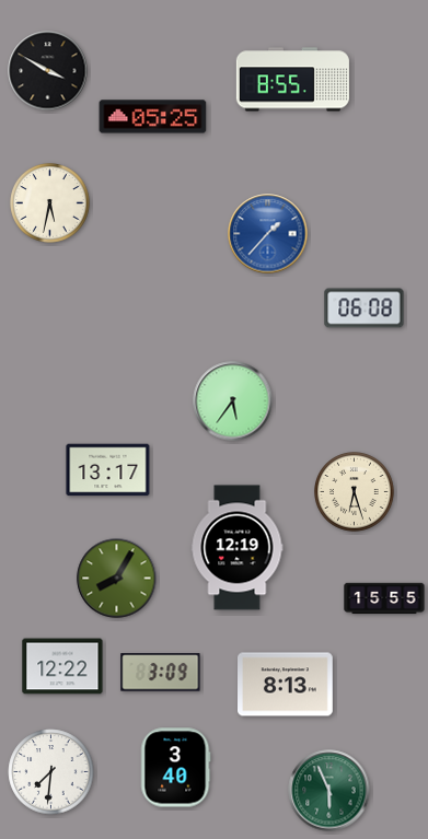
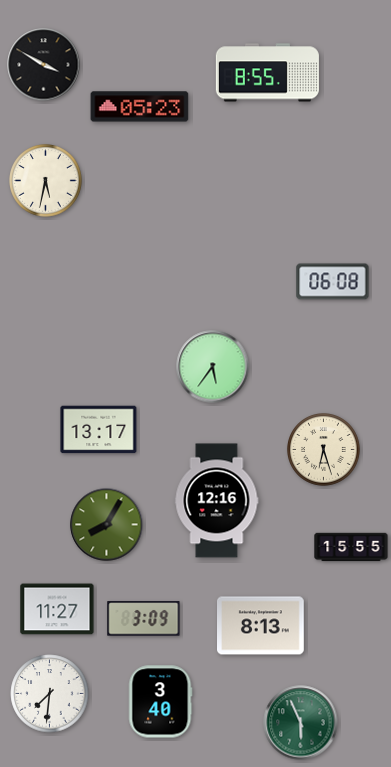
clock at (153, 117): 05:25 -> 05:23
clock at (50, 203) position: (50, 203) -> (46, 181)
clock at (268, 234): 1:37 -> none
clock at (238, 548): 12:19 -> 12:16
clock at (117, 579) position: (117, 579) -> (107, 525)
clock at (62, 666): 12:22 -> 11:27
clock at (161, 673) position: (161, 673) -> (144, 619)
clock at (51, 772) position: (51, 772) -> (50, 694)
